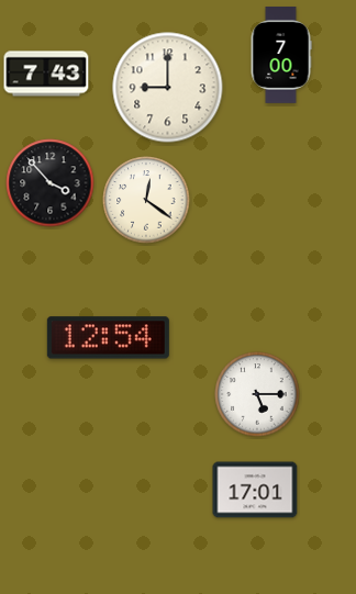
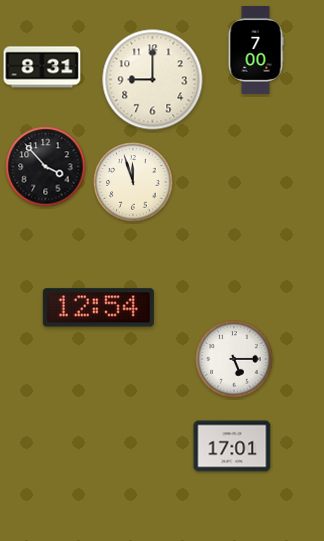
clock at (46, 74): 7:43 -> 8:31
clock at (146, 200): 12:21 -> 11:57
